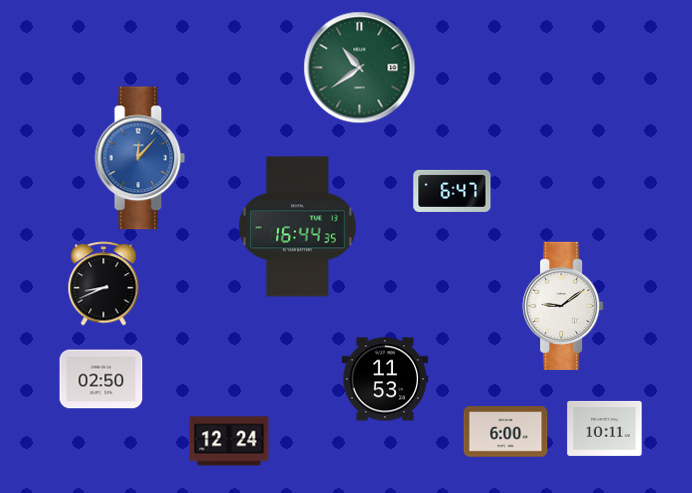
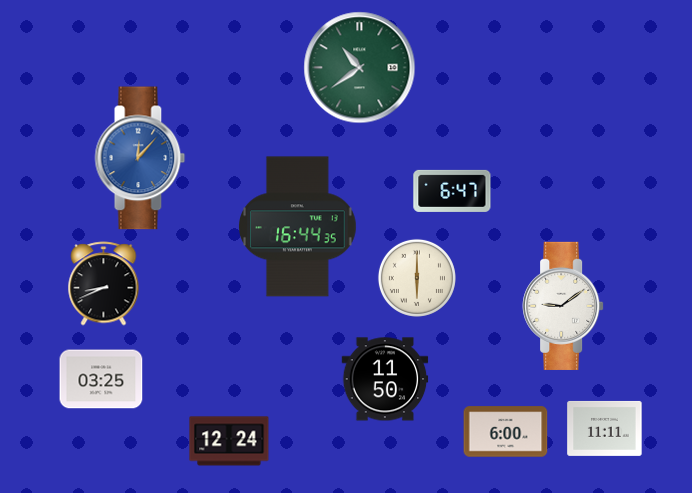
clock at (417, 278): none -> 6:00
clock at (101, 379): 02:50 -> 03:25
clock at (385, 379): 11:53 -> 11:50
clock at (605, 428): 10:11 -> 11:11
